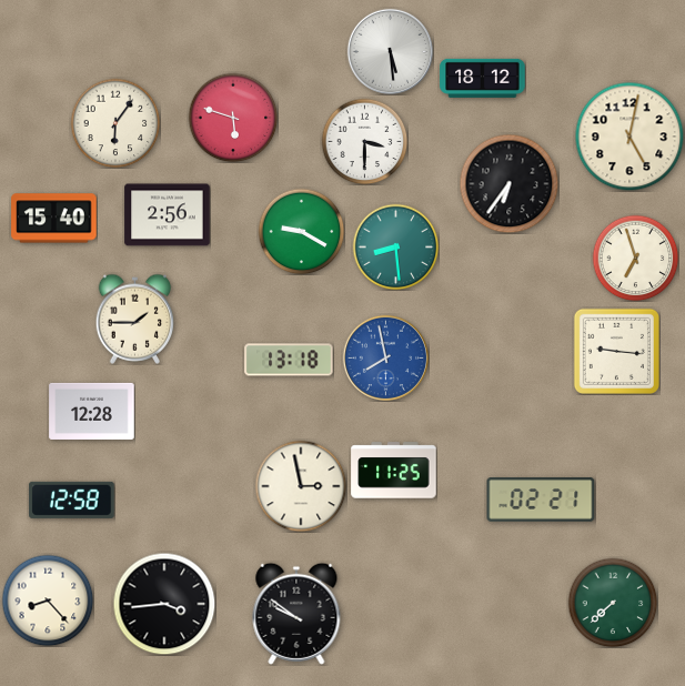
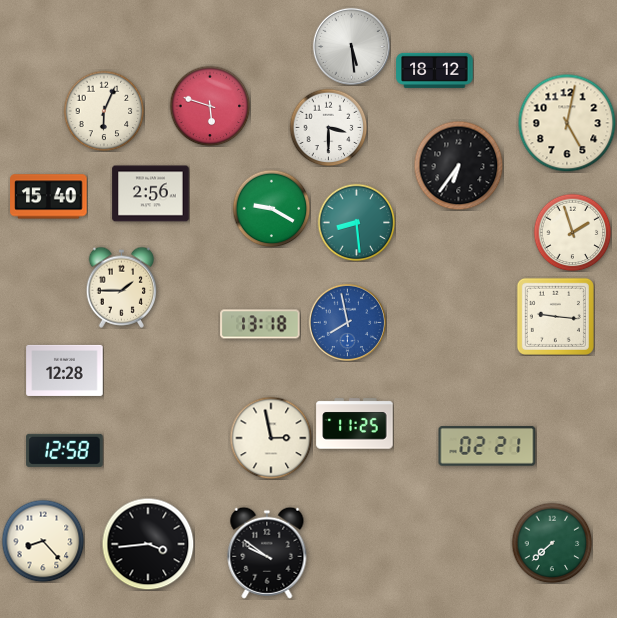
clock at (115, 123): 6:06 -> 6:04
clock at (635, 258): 6:57 -> 1:57
clock at (92, 411) position: (92, 411) -> (65, 370)
clock at (541, 500) position: (541, 500) -> (487, 446)
